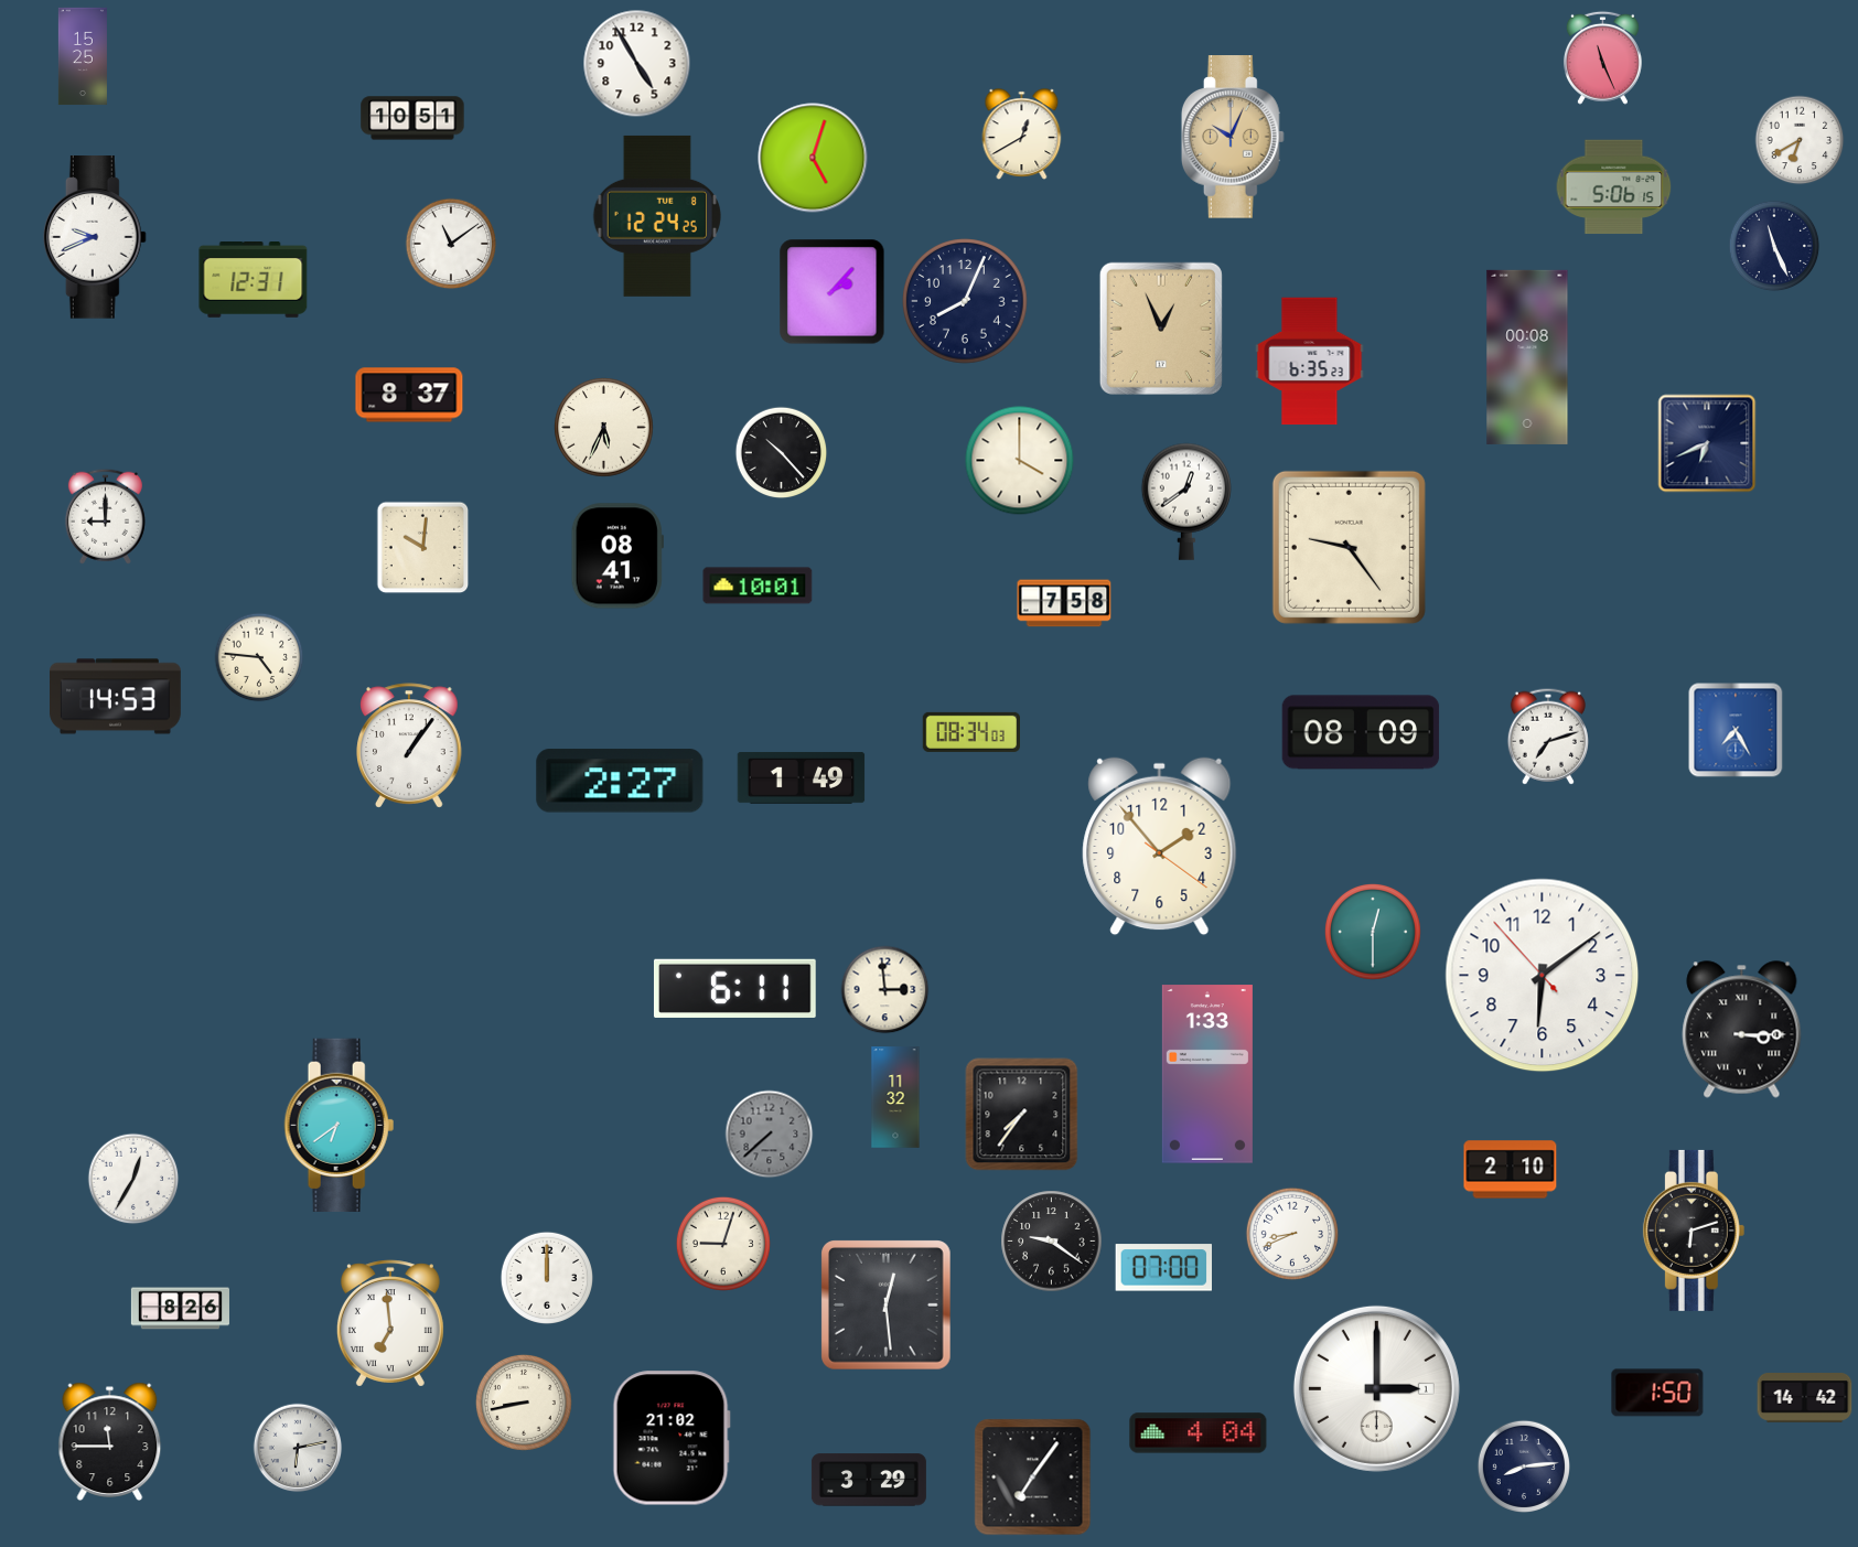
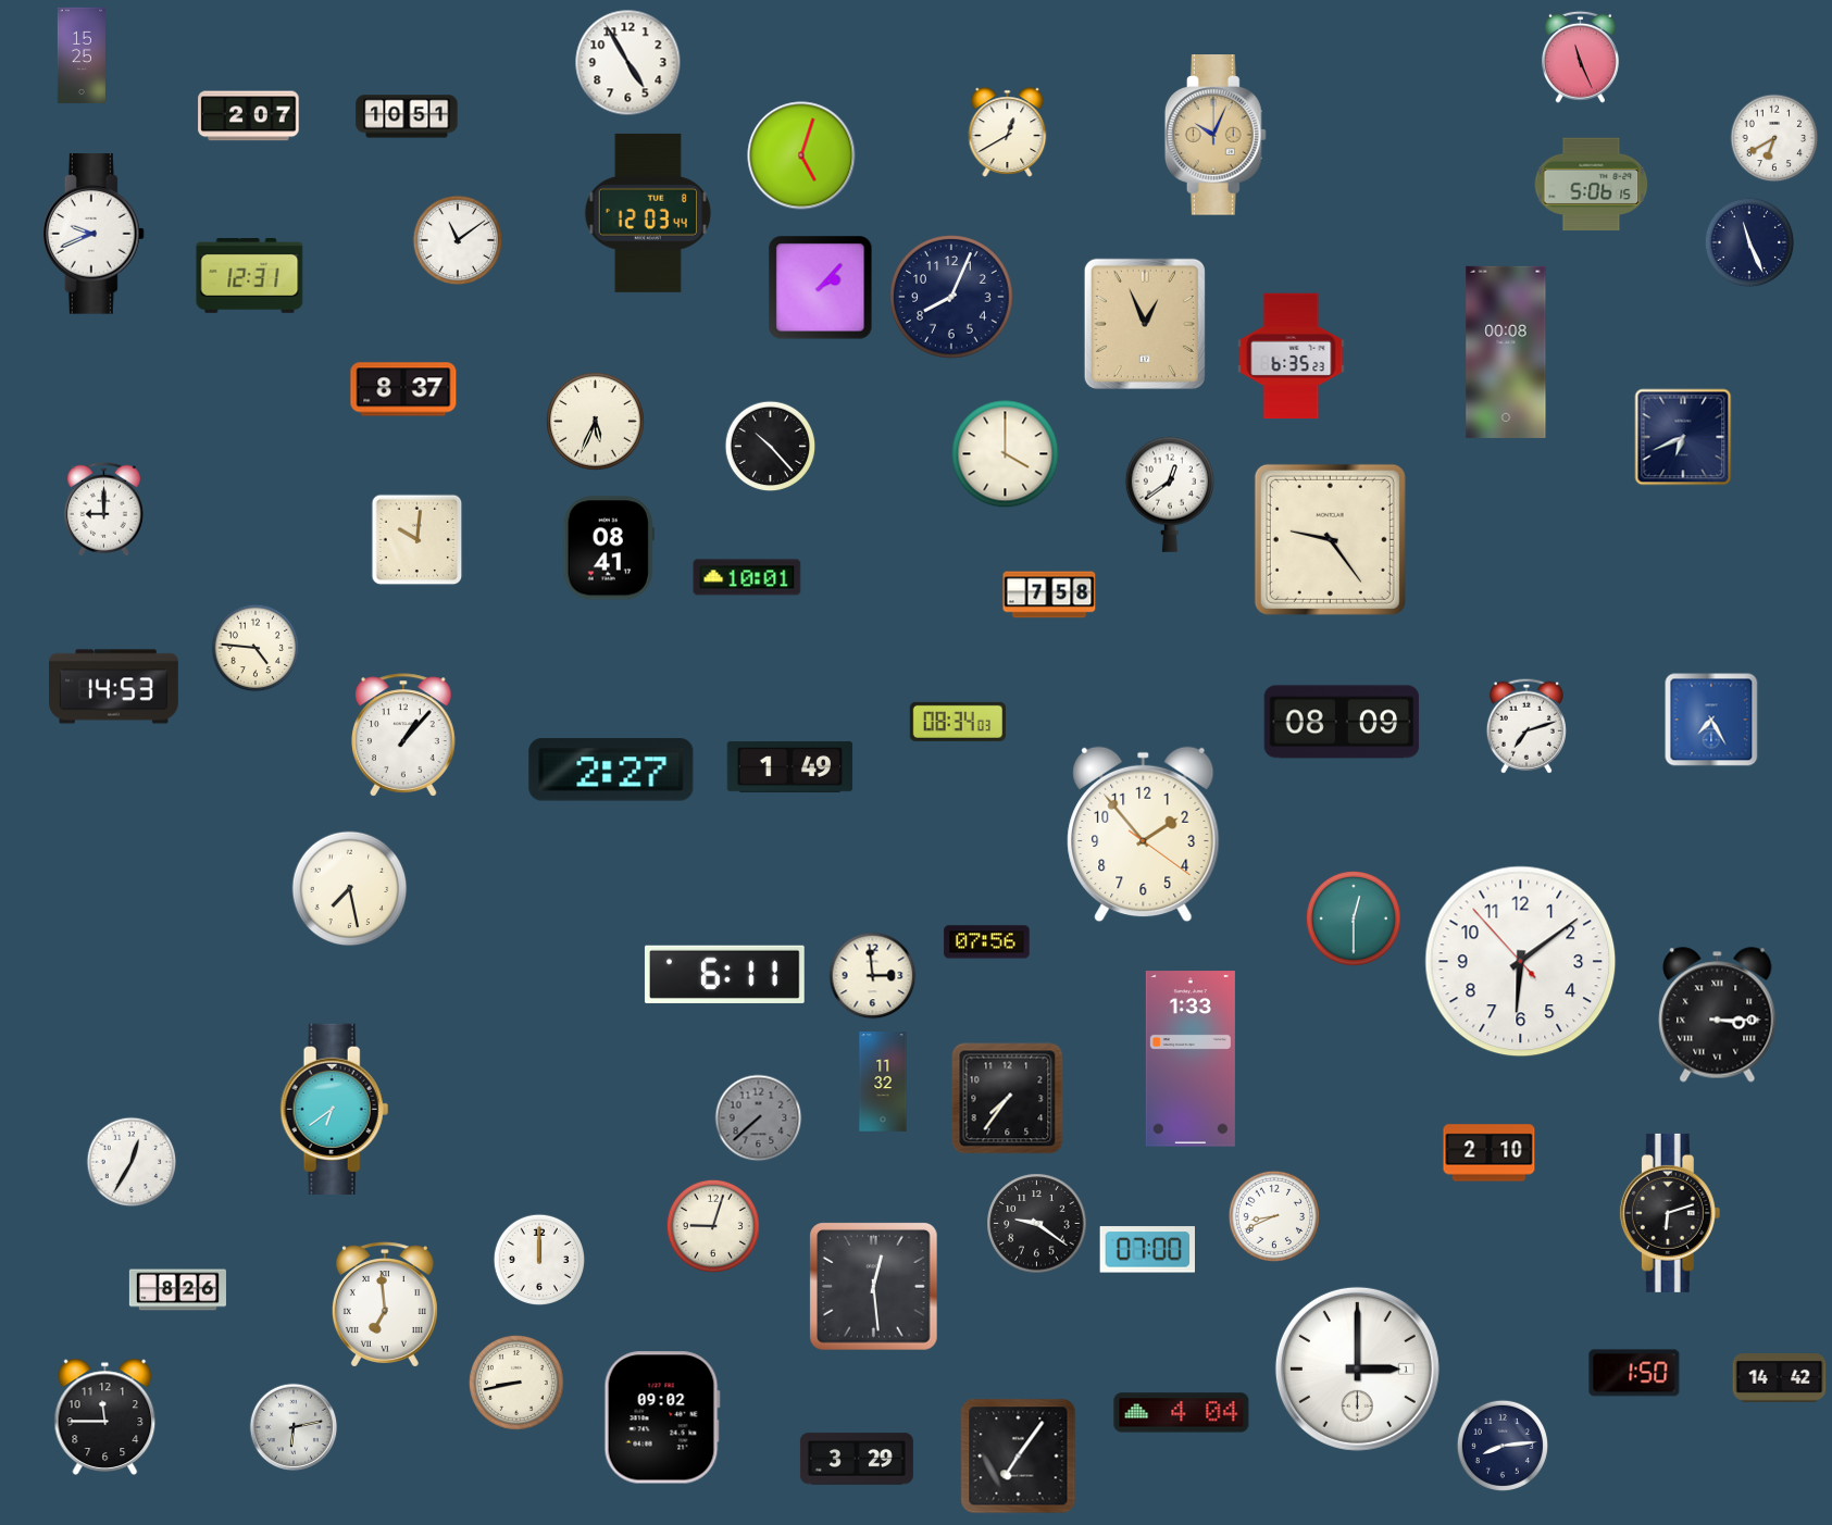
clock at (249, 116): none -> 2:07
clock at (657, 216): 12:24 -> 12:03
clock at (451, 244) position: (451, 244) -> (458, 240)
clock at (409, 745): 1:06 -> 1:07
clock at (350, 889): none -> 7:28
clock at (987, 942): none -> 07:56
clock at (672, 1438): 21:02 -> 09:02
clock at (110, 1441) position: (110, 1441) -> (105, 1416)
